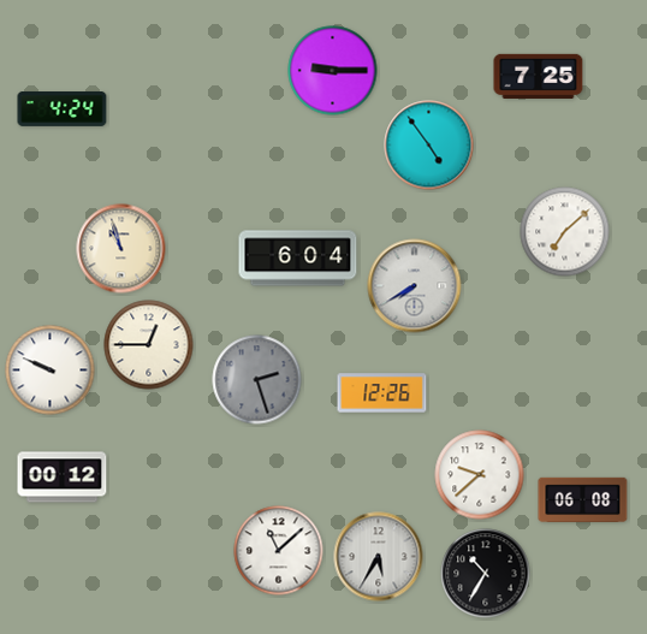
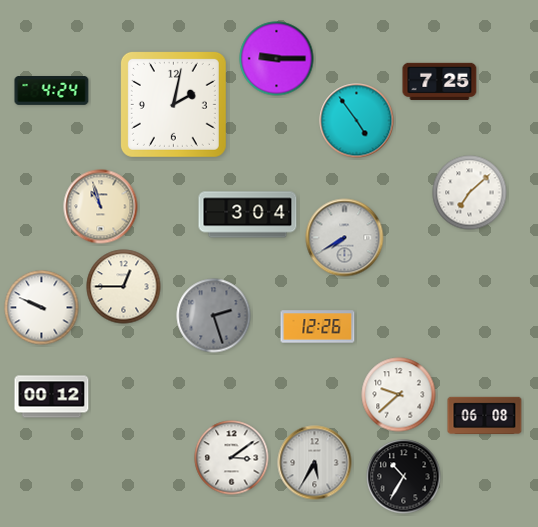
clock at (539, 76) position: (539, 76) -> (440, 81)
clock at (173, 104): none -> 2:02
clock at (298, 259): 6:04 -> 3:04
clock at (279, 551): 11:08 -> 3:09
